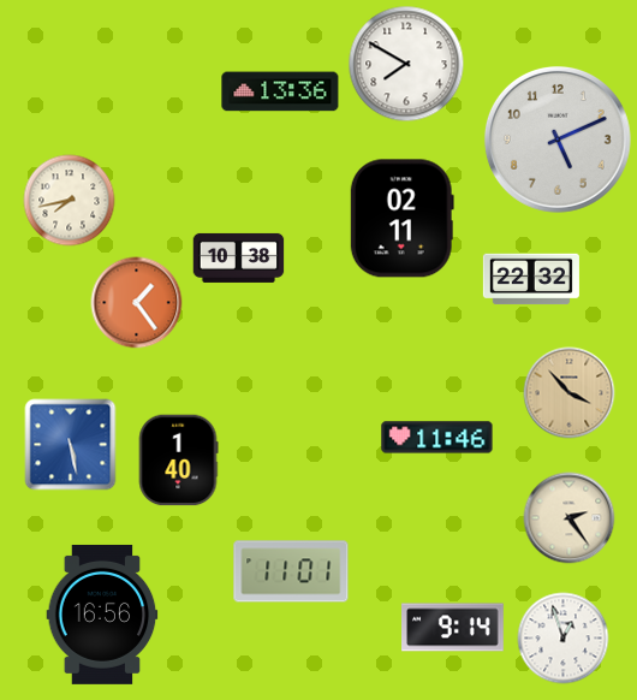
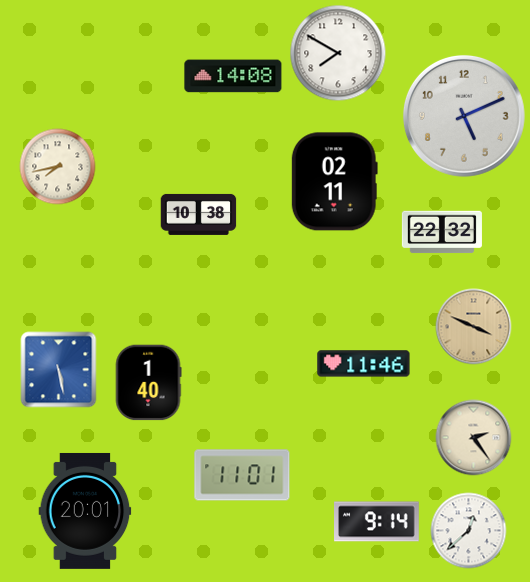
clock at (280, 91): 13:36 -> 14:08
clock at (137, 303): 1:24 -> none
clock at (570, 393): 3:53 -> 3:49
clock at (570, 518) position: (570, 518) -> (474, 438)
clock at (102, 615): 16:56 -> 20:01
clock at (564, 639): 12:57 -> 12:38
